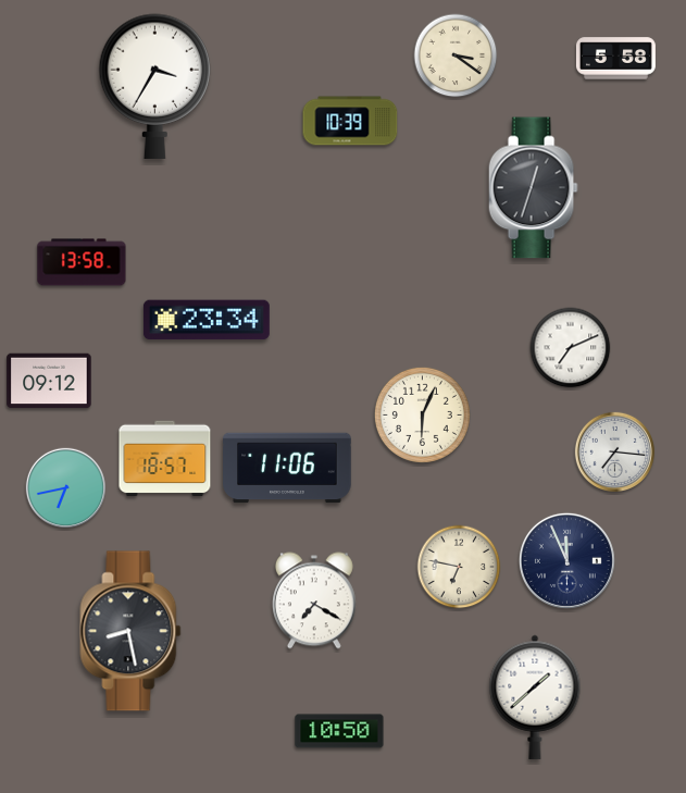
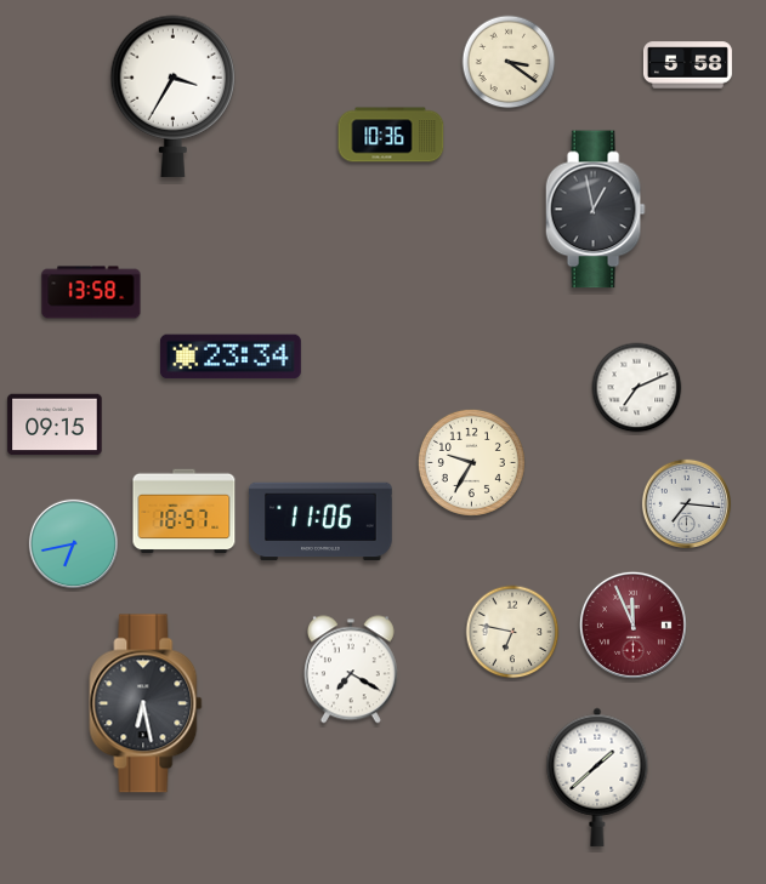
clock at (350, 121): 10:39 -> 10:36
clock at (533, 188): 12:33 -> 12:58
clock at (49, 381): 09:12 -> 09:15
clock at (422, 414): 6:04 -> 9:35
clock at (566, 560) dial: navy -> burgundy
clock at (130, 631): 8:28 -> 6:28
clock at (339, 731): 10:50 -> none
